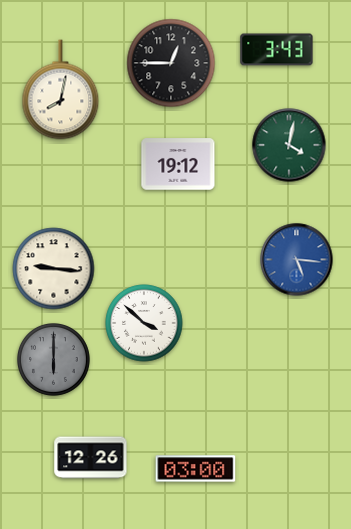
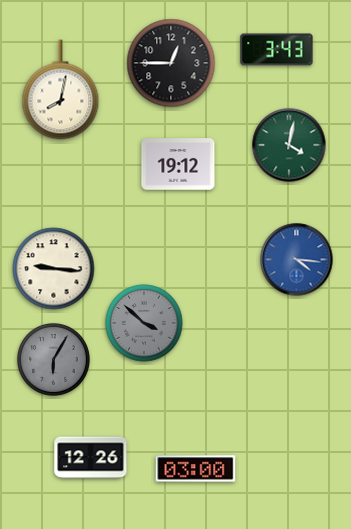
clock at (297, 260): 5:16 -> 4:16
clock at (144, 323) dial: white -> grey
clock at (54, 360): 6:00 -> 6:05
